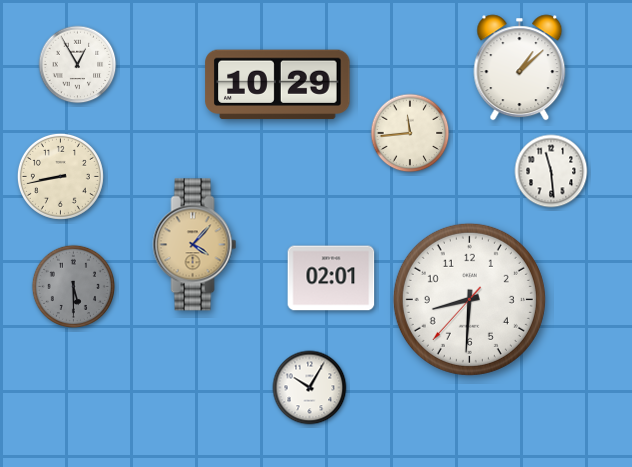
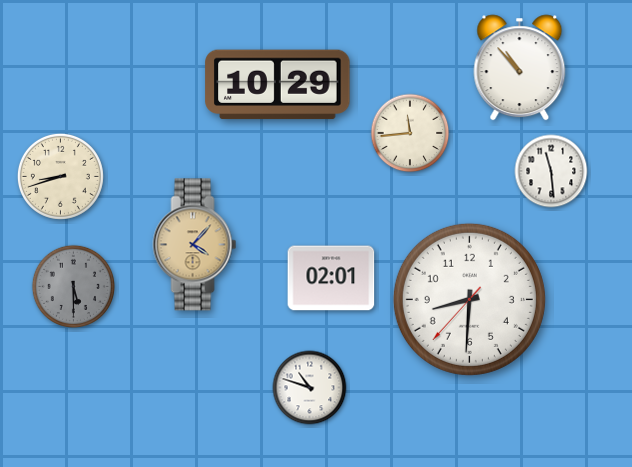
clock at (78, 65): 12:55 -> none
clock at (520, 68): 1:08 -> 10:53
clock at (60, 176): 8:43 -> 8:42
clock at (310, 388): 10:05 -> 10:48
